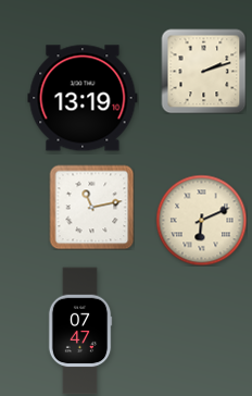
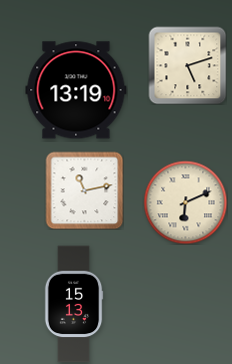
clock at (203, 71): 2:12 -> 5:12
clock at (80, 331): 07:47 -> 15:13
